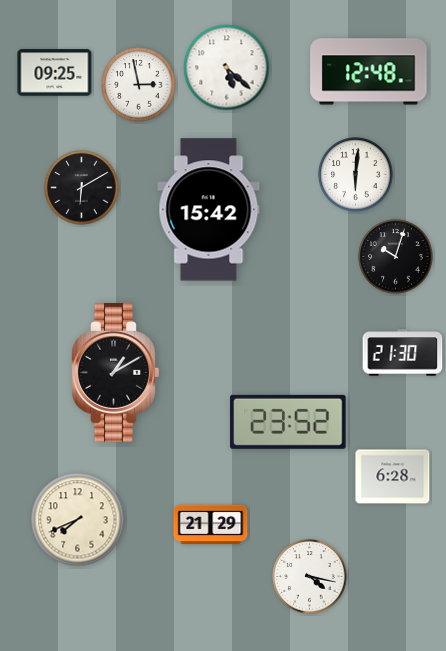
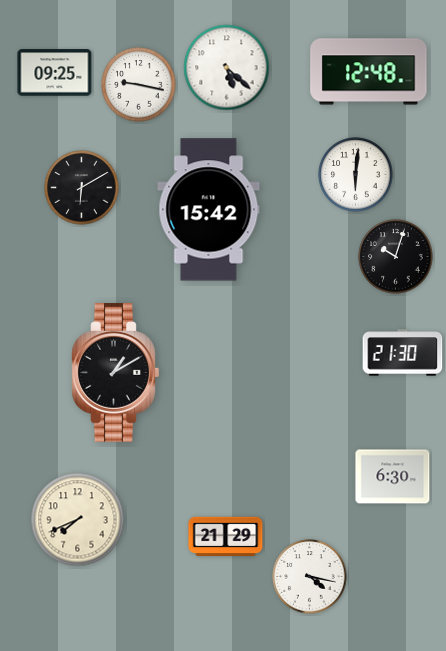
clock at (139, 85): 2:58 -> 9:17
clock at (288, 422): 23:52 -> none
clock at (393, 477): 6:28 -> 6:30
clock at (211, 524) position: (211, 524) -> (226, 536)
